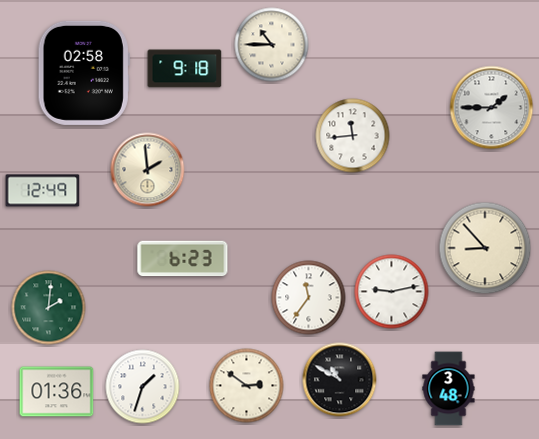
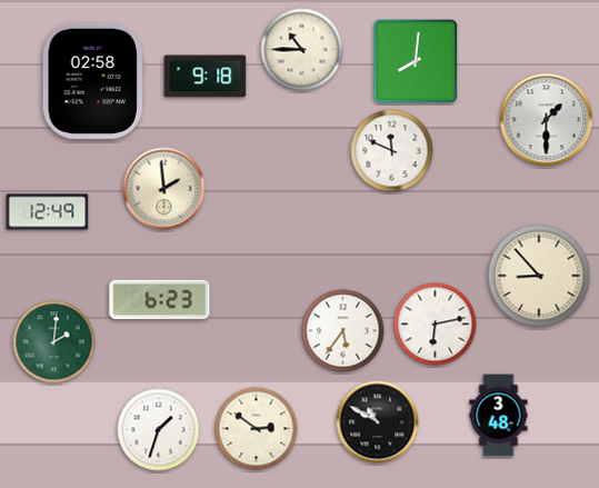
clock at (416, 61): none -> 8:01
clock at (492, 108): 1:45 -> 1:30
clock at (353, 136): 11:44 -> 11:49
clock at (183, 259) position: (183, 259) -> (160, 300)
clock at (392, 292): 9:13 -> 6:13
clock at (309, 298): 11:36 -> 5:36
clock at (247, 386) position: (247, 386) -> (257, 429)
clock at (449, 389) position: (449, 389) -> (499, 416)
clock at (57, 392): 01:36 -> none
